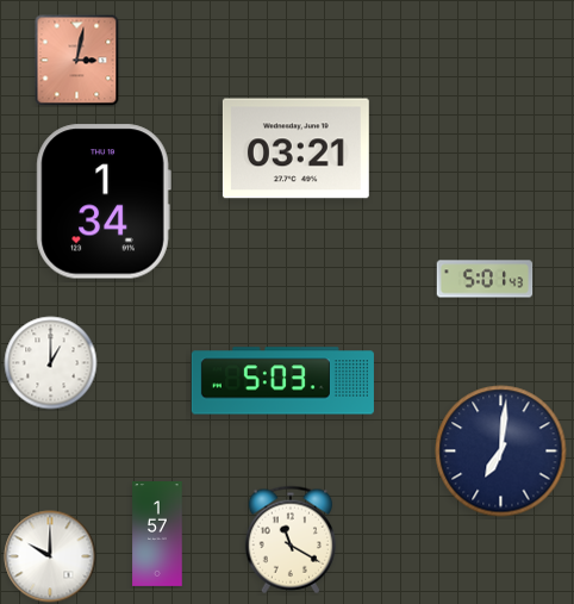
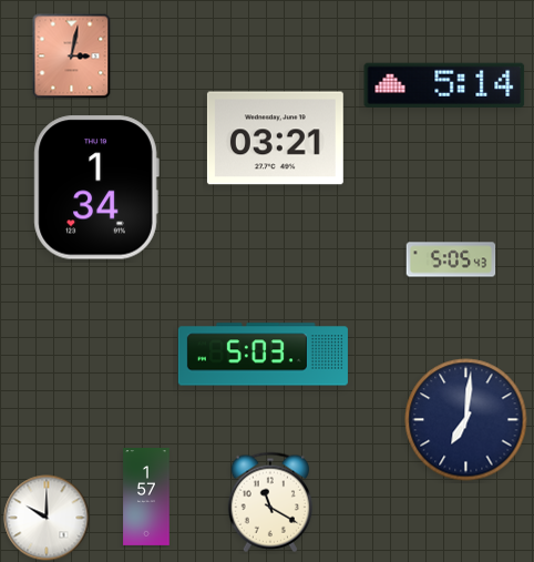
clock at (444, 85): none -> 5:14
clock at (485, 279): 5:01 -> 5:05
clock at (51, 363): 1:00 -> none
